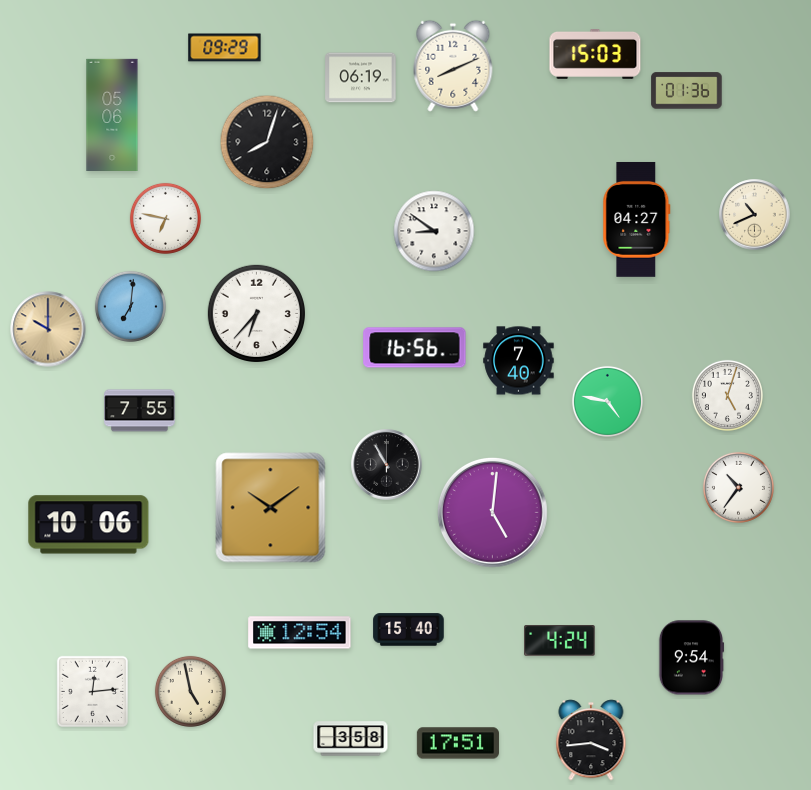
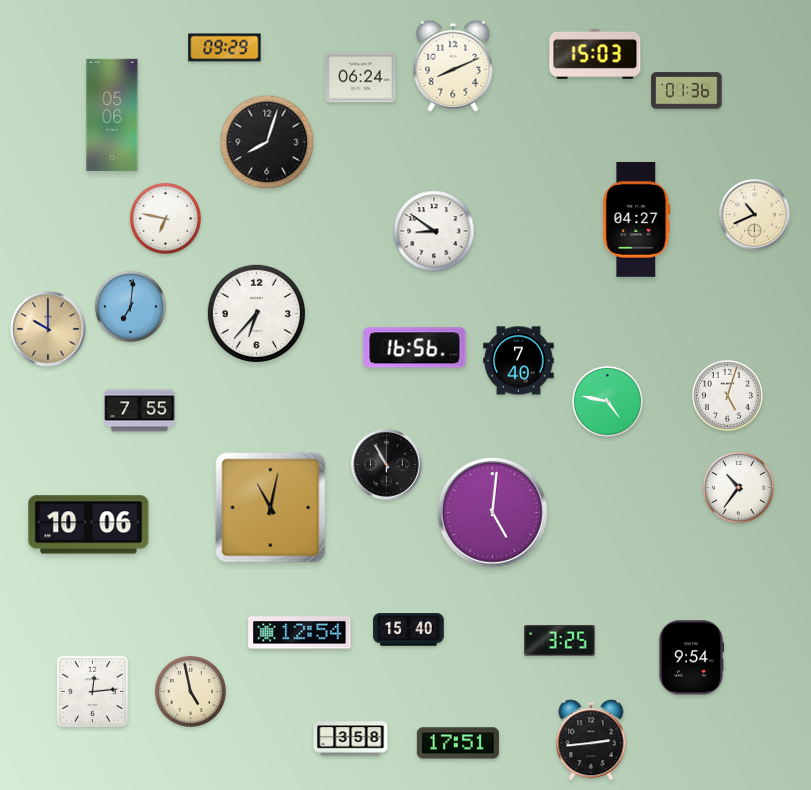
clock at (361, 78): 06:19 -> 06:24
clock at (271, 508): 10:09 -> 11:02
clock at (560, 641): 4:24 -> 3:25
clock at (591, 740): 3:44 -> 2:44
